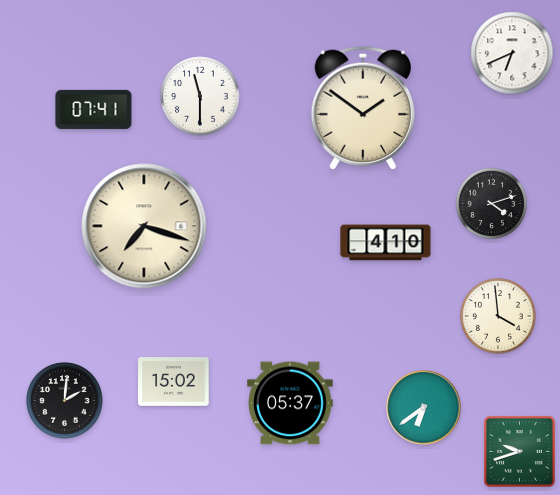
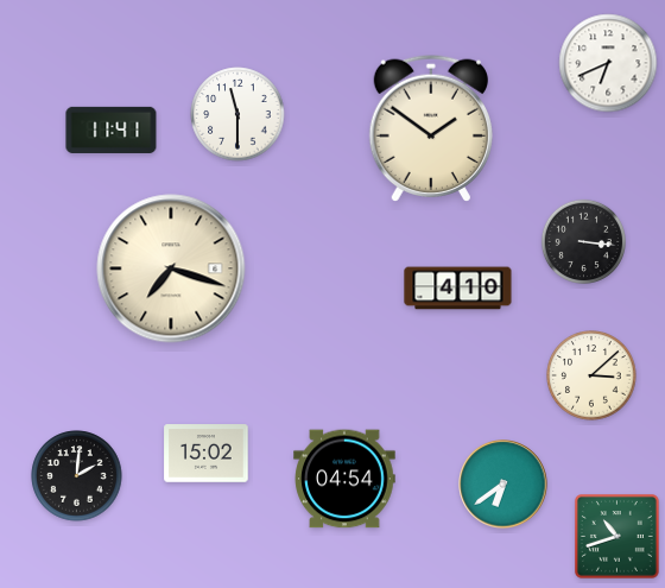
clock at (94, 109): 07:41 -> 11:41
clock at (491, 203): 4:12 -> 3:16
clock at (498, 316): 3:59 -> 3:08
clock at (290, 403): 05:37 -> 04:54
clock at (520, 452): 9:42 -> 10:42
